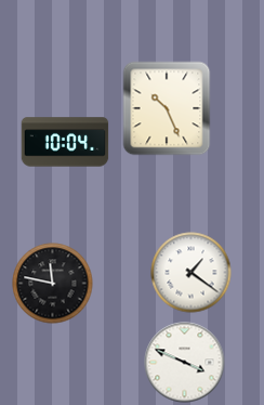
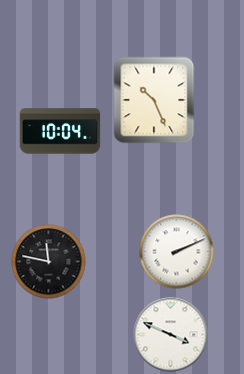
clock at (192, 273): 1:21 -> 2:11
